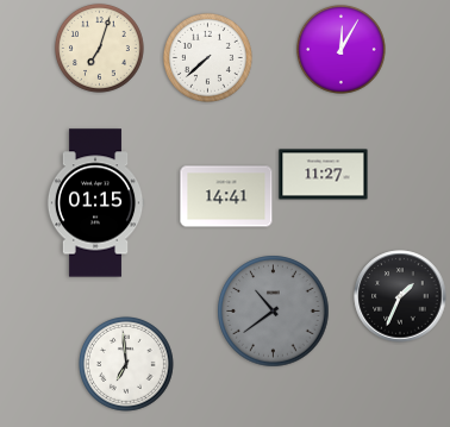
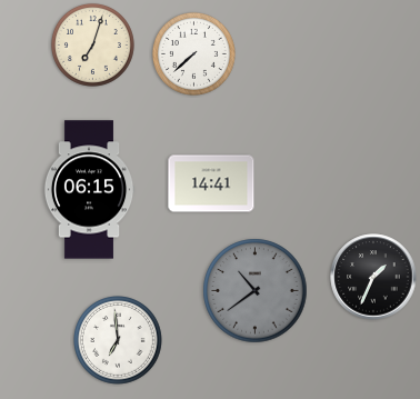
clock at (340, 49): 12:05 -> none
clock at (324, 175): 11:27 -> none
clock at (95, 203): 01:15 -> 06:15
